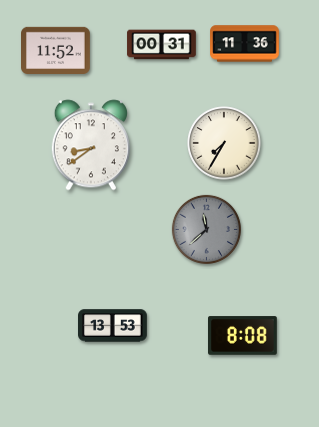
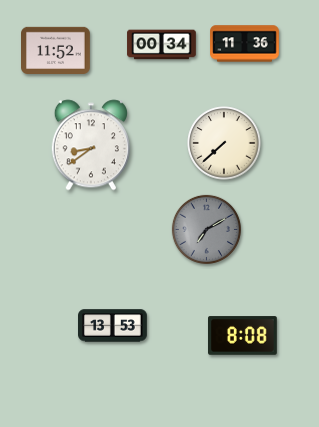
clock at (162, 45): 00:31 -> 00:34
clock at (224, 143): 7:35 -> 7:38
clock at (206, 229): 11:38 -> 7:10
